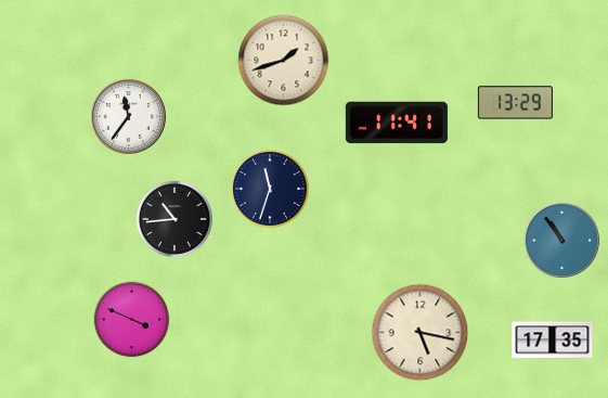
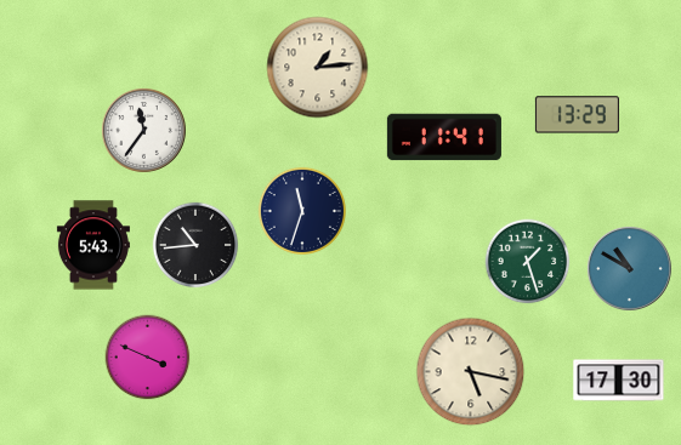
clock at (284, 61): 1:42 -> 1:14
clock at (93, 245): none -> 5:43
clock at (528, 262): none -> 1:27
clock at (561, 240): 10:54 -> 10:50
clock at (553, 341): 17:35 -> 17:30
